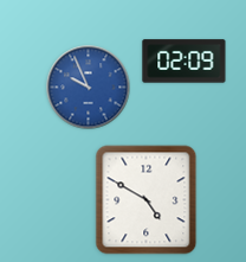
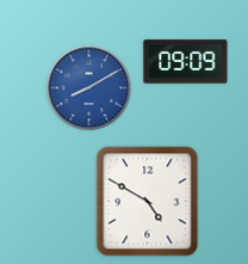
clock at (184, 62): 02:09 -> 09:09
clock at (89, 88): 9:56 -> 8:10
